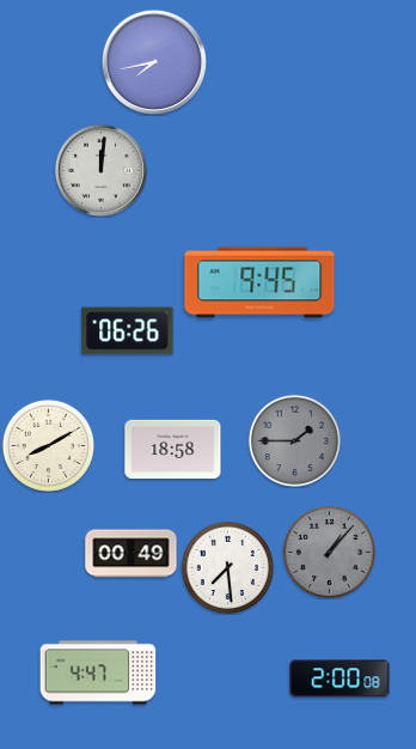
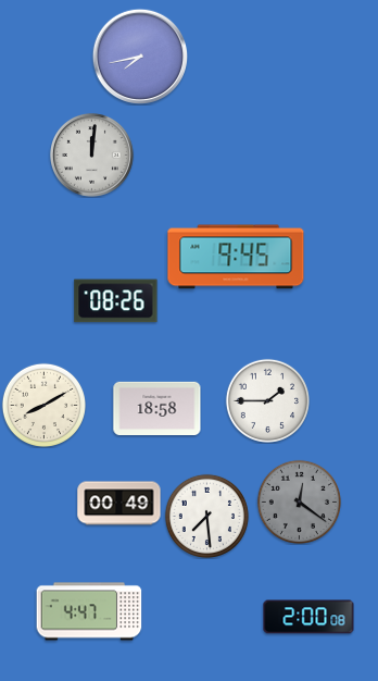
clock at (128, 331): 06:26 -> 08:26
clock at (294, 440) dial: grey -> white
clock at (329, 552): 1:07 -> 12:21
